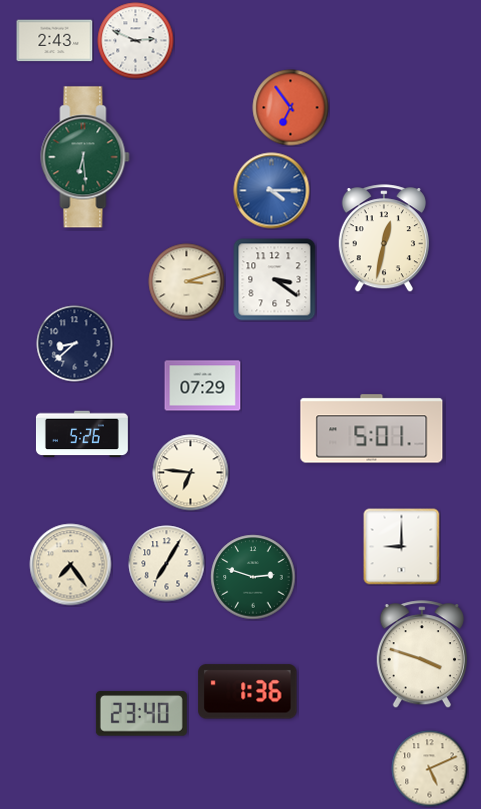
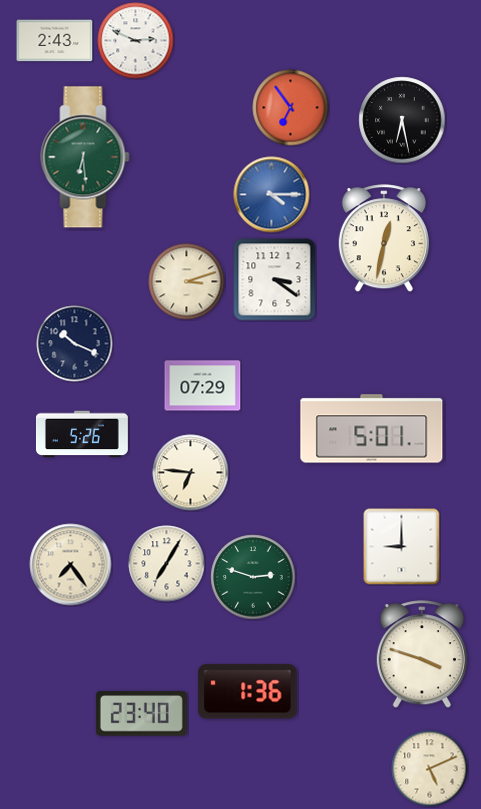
clock at (402, 120): none -> 6:28
clock at (272, 191) position: (272, 191) -> (272, 195)
clock at (75, 344): 8:38 -> 10:19
